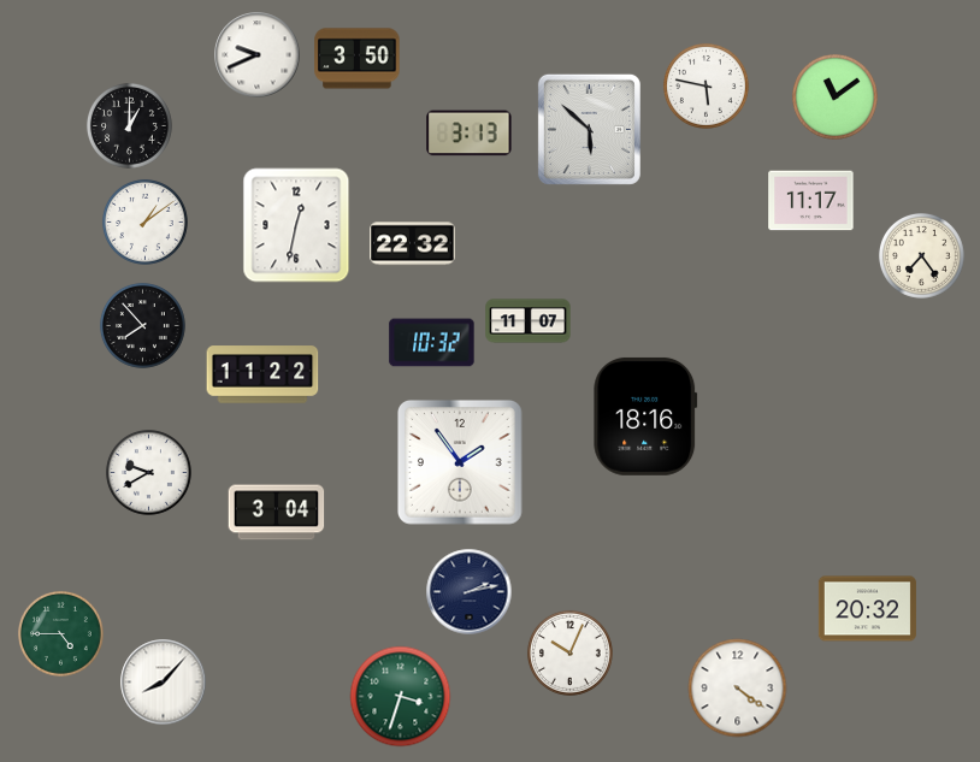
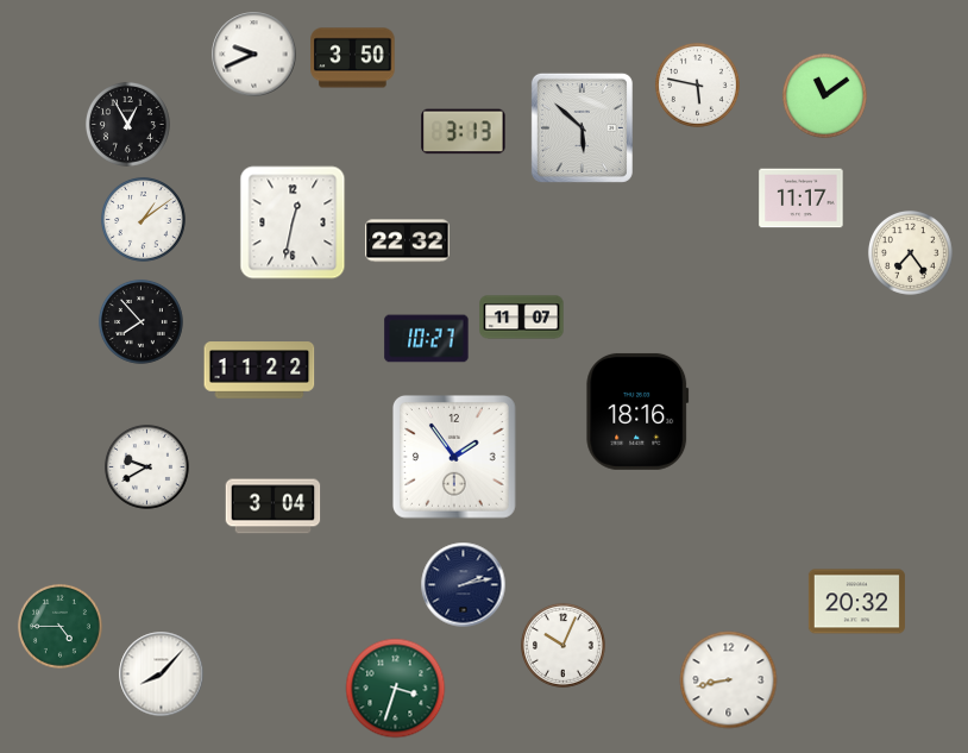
clock at (129, 125): 1:00 -> 12:55
clock at (432, 343): 10:32 -> 10:27
clock at (738, 689): 4:21 -> 8:43
